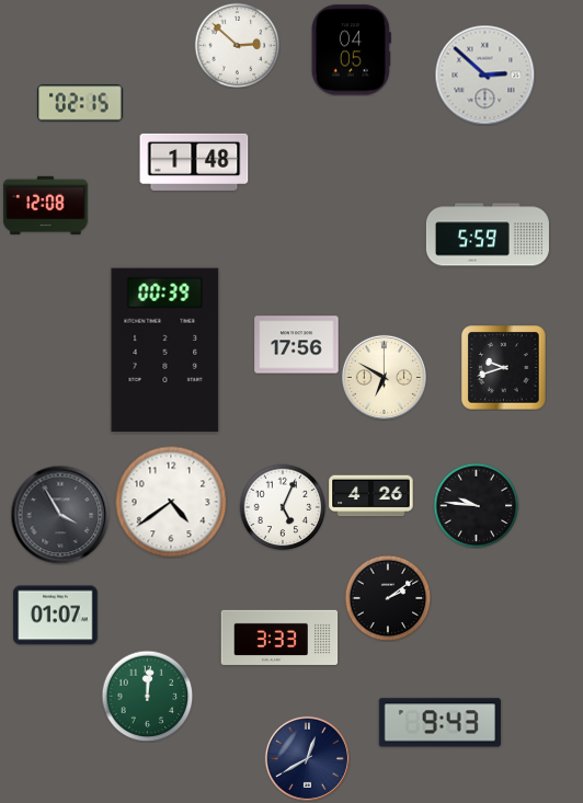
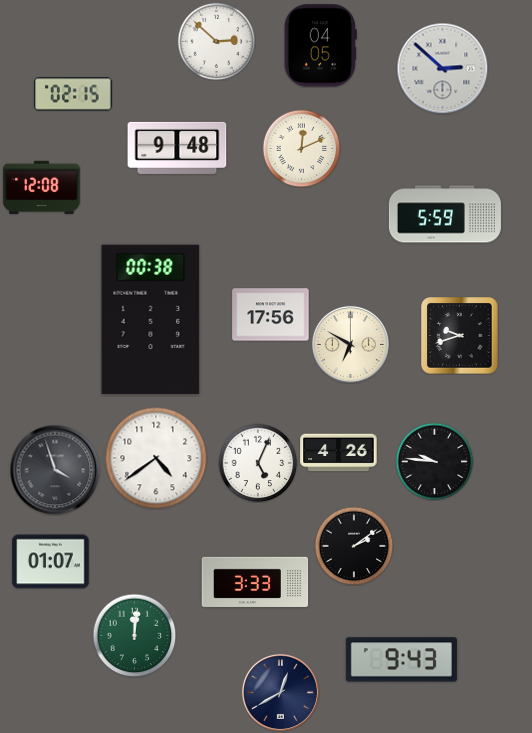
clock at (194, 162): 1:48 -> 9:48
clock at (301, 148): none -> 12:11
clock at (165, 351): 00:39 -> 00:38
clock at (60, 515): 3:55 -> 3:57
